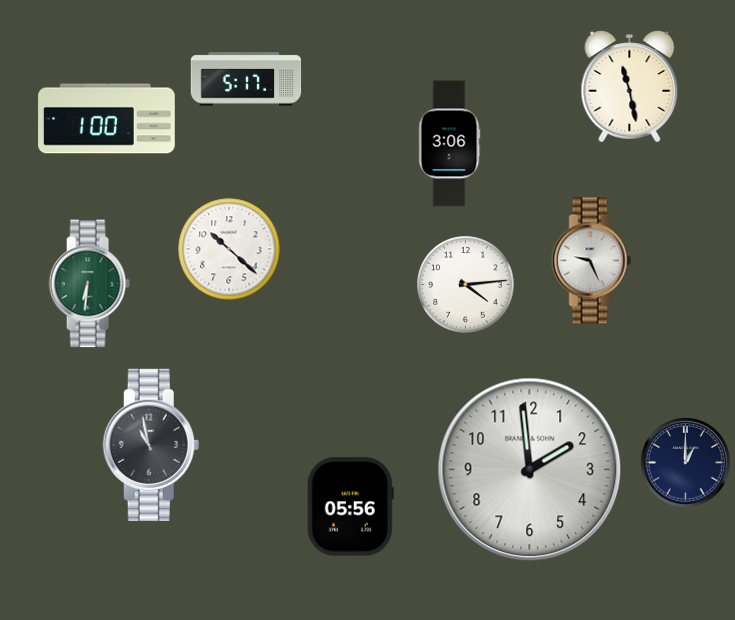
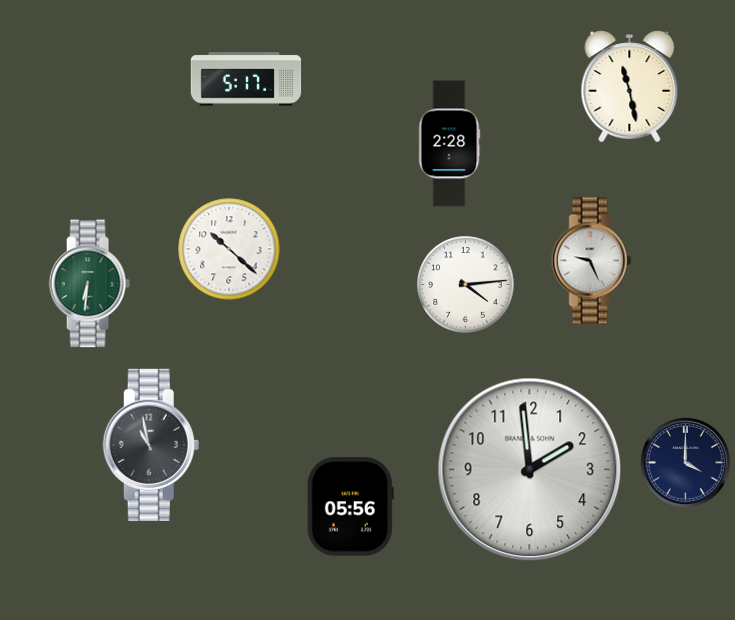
clock at (107, 119): 1:00 -> none
clock at (449, 144): 3:06 -> 2:28
clock at (685, 462): 1:00 -> 4:00
